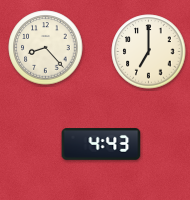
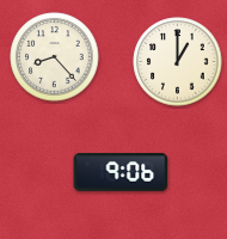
clock at (149, 52): 7:00 -> 1:00
clock at (101, 144): 4:43 -> 9:06
